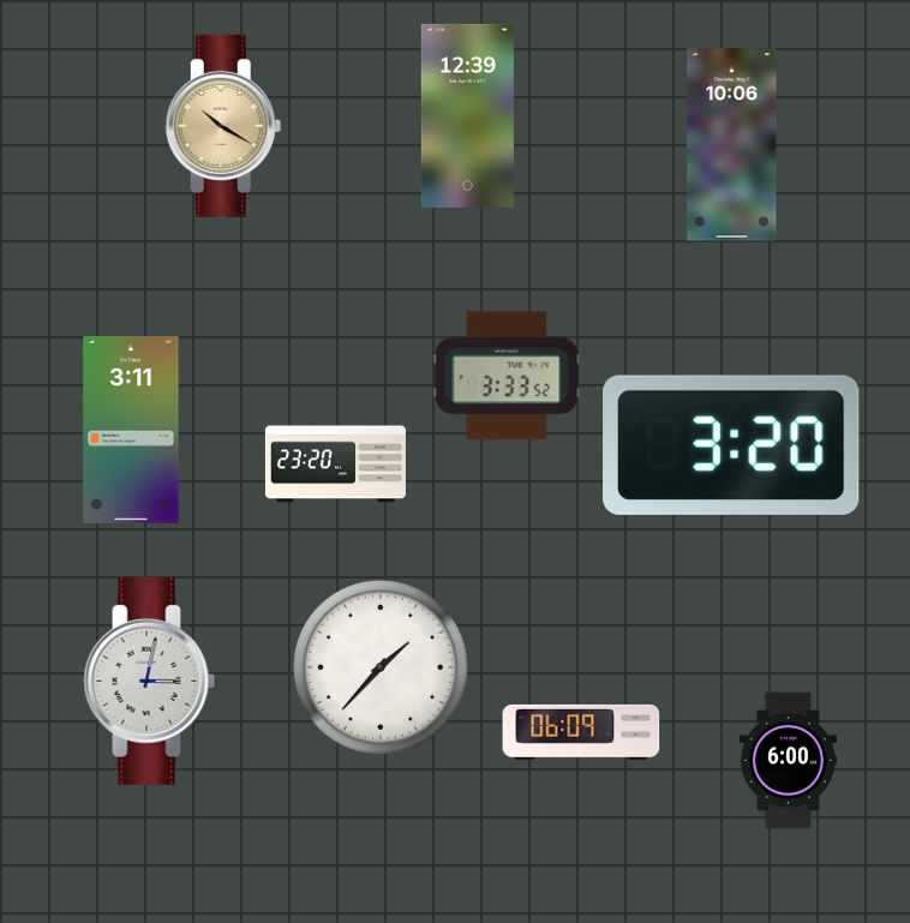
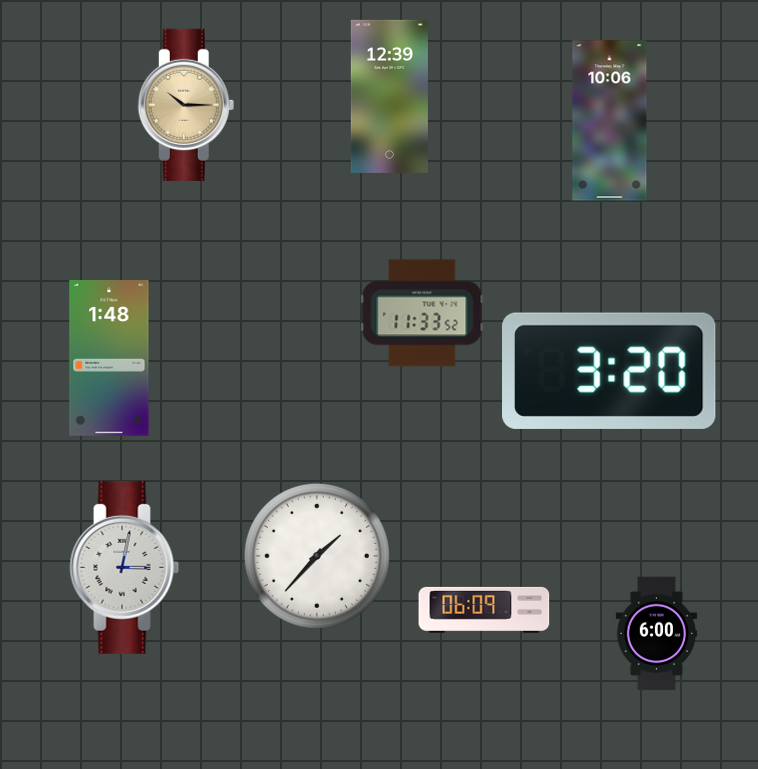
clock at (223, 126): 10:20 -> 10:15
clock at (507, 376): 3:33 -> 11:33
clock at (131, 431): 3:11 -> 1:48
clock at (335, 465): 23:20 -> none
